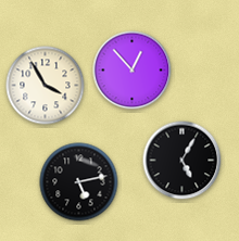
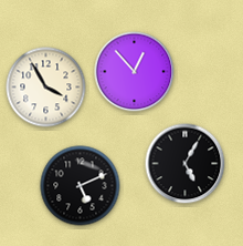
clock at (79, 182): 5:13 -> 5:11
